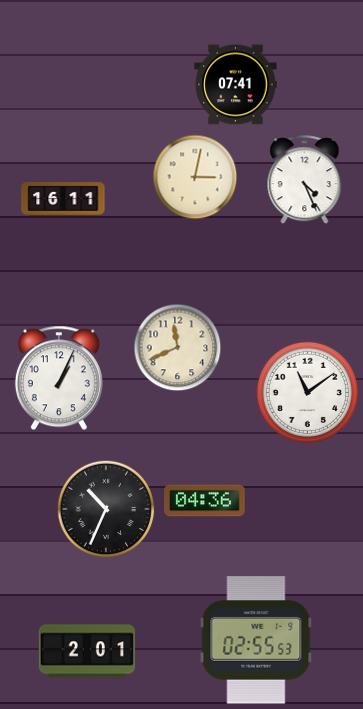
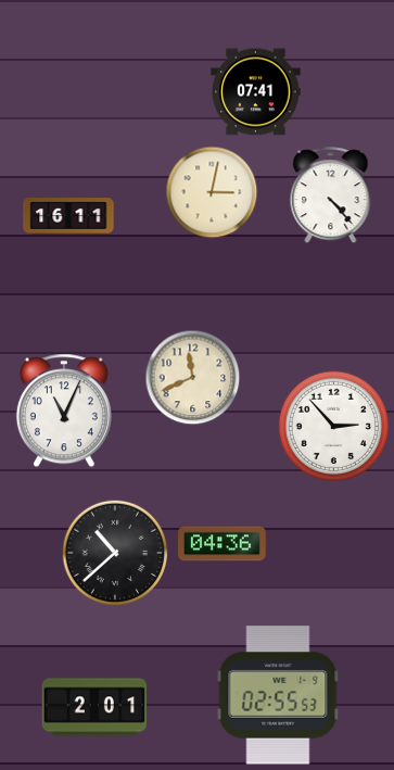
clock at (305, 180): 4:26 -> 4:23
clock at (59, 378): 1:04 -> 11:04
clock at (307, 392): 11:09 -> 2:53
clock at (106, 509): 10:34 -> 10:38
